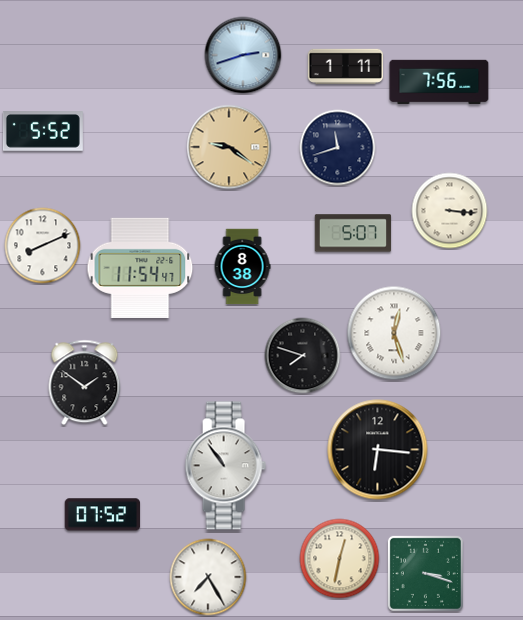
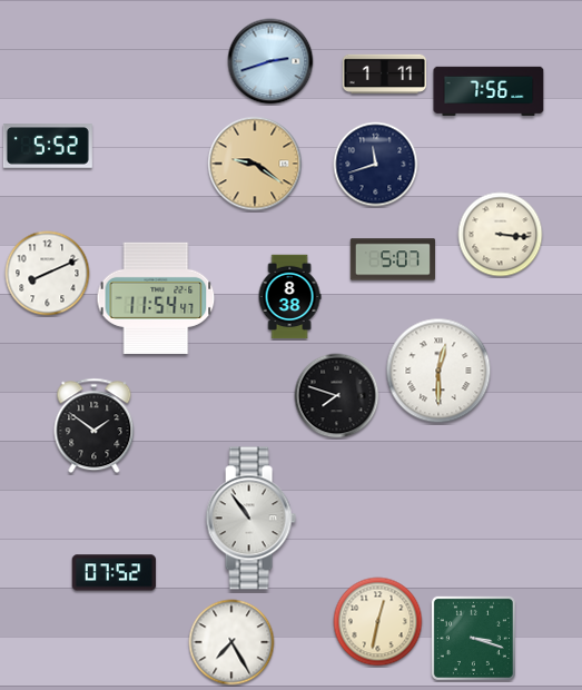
clock at (242, 267) position: (242, 267) -> (289, 297)
clock at (394, 333): 12:27 -> 12:30
clock at (378, 450): 6:16 -> none
